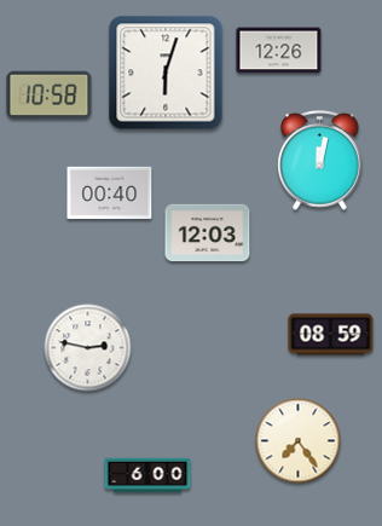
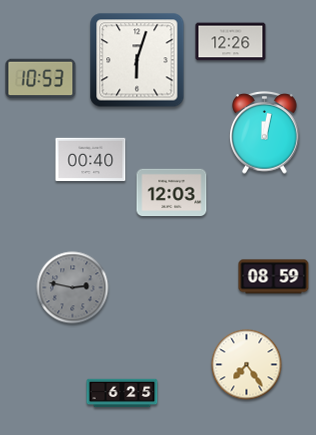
clock at (50, 96): 10:58 -> 10:53
clock at (88, 348) dial: white -> grey
clock at (147, 475): 6:00 -> 6:25
